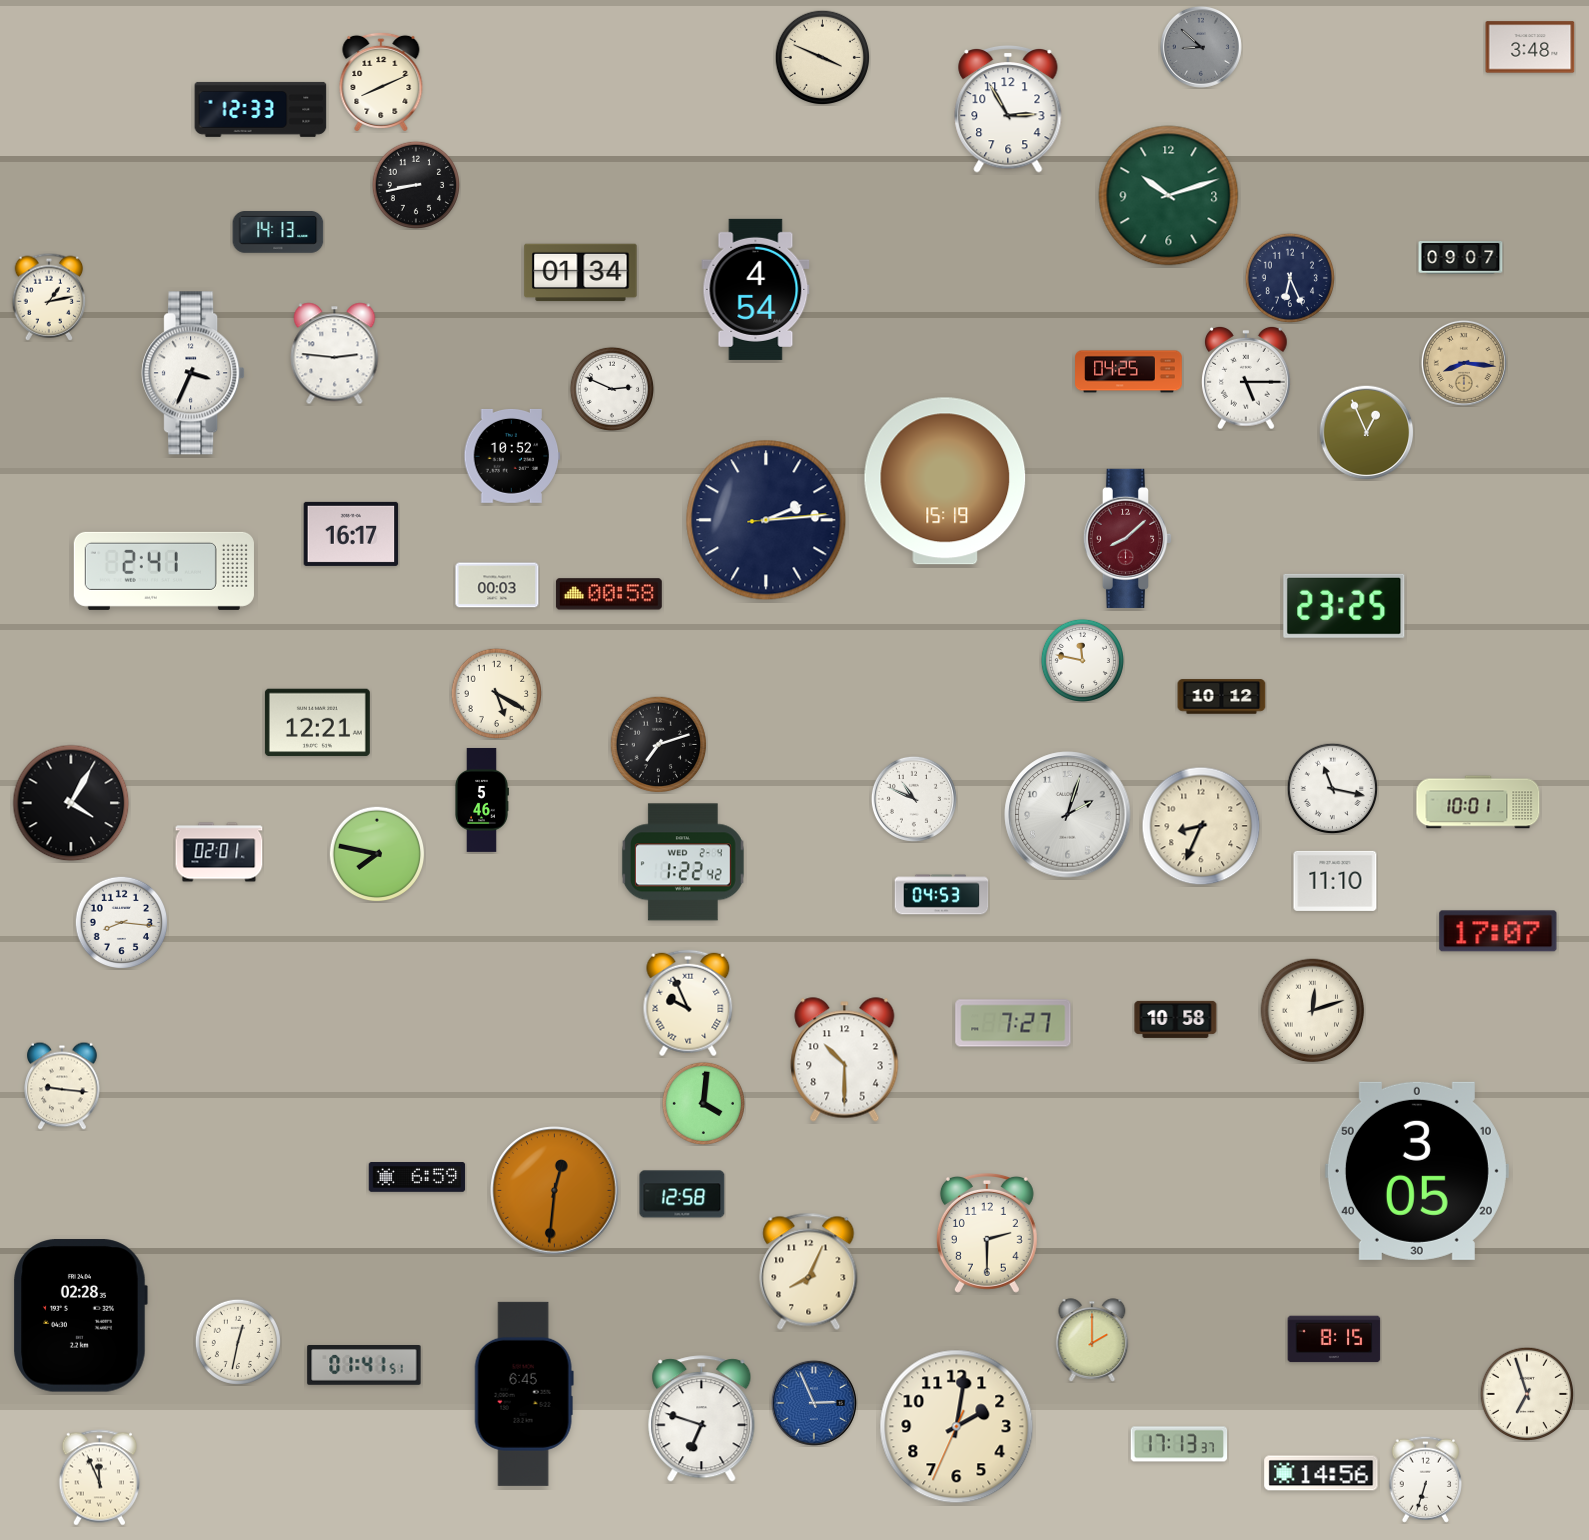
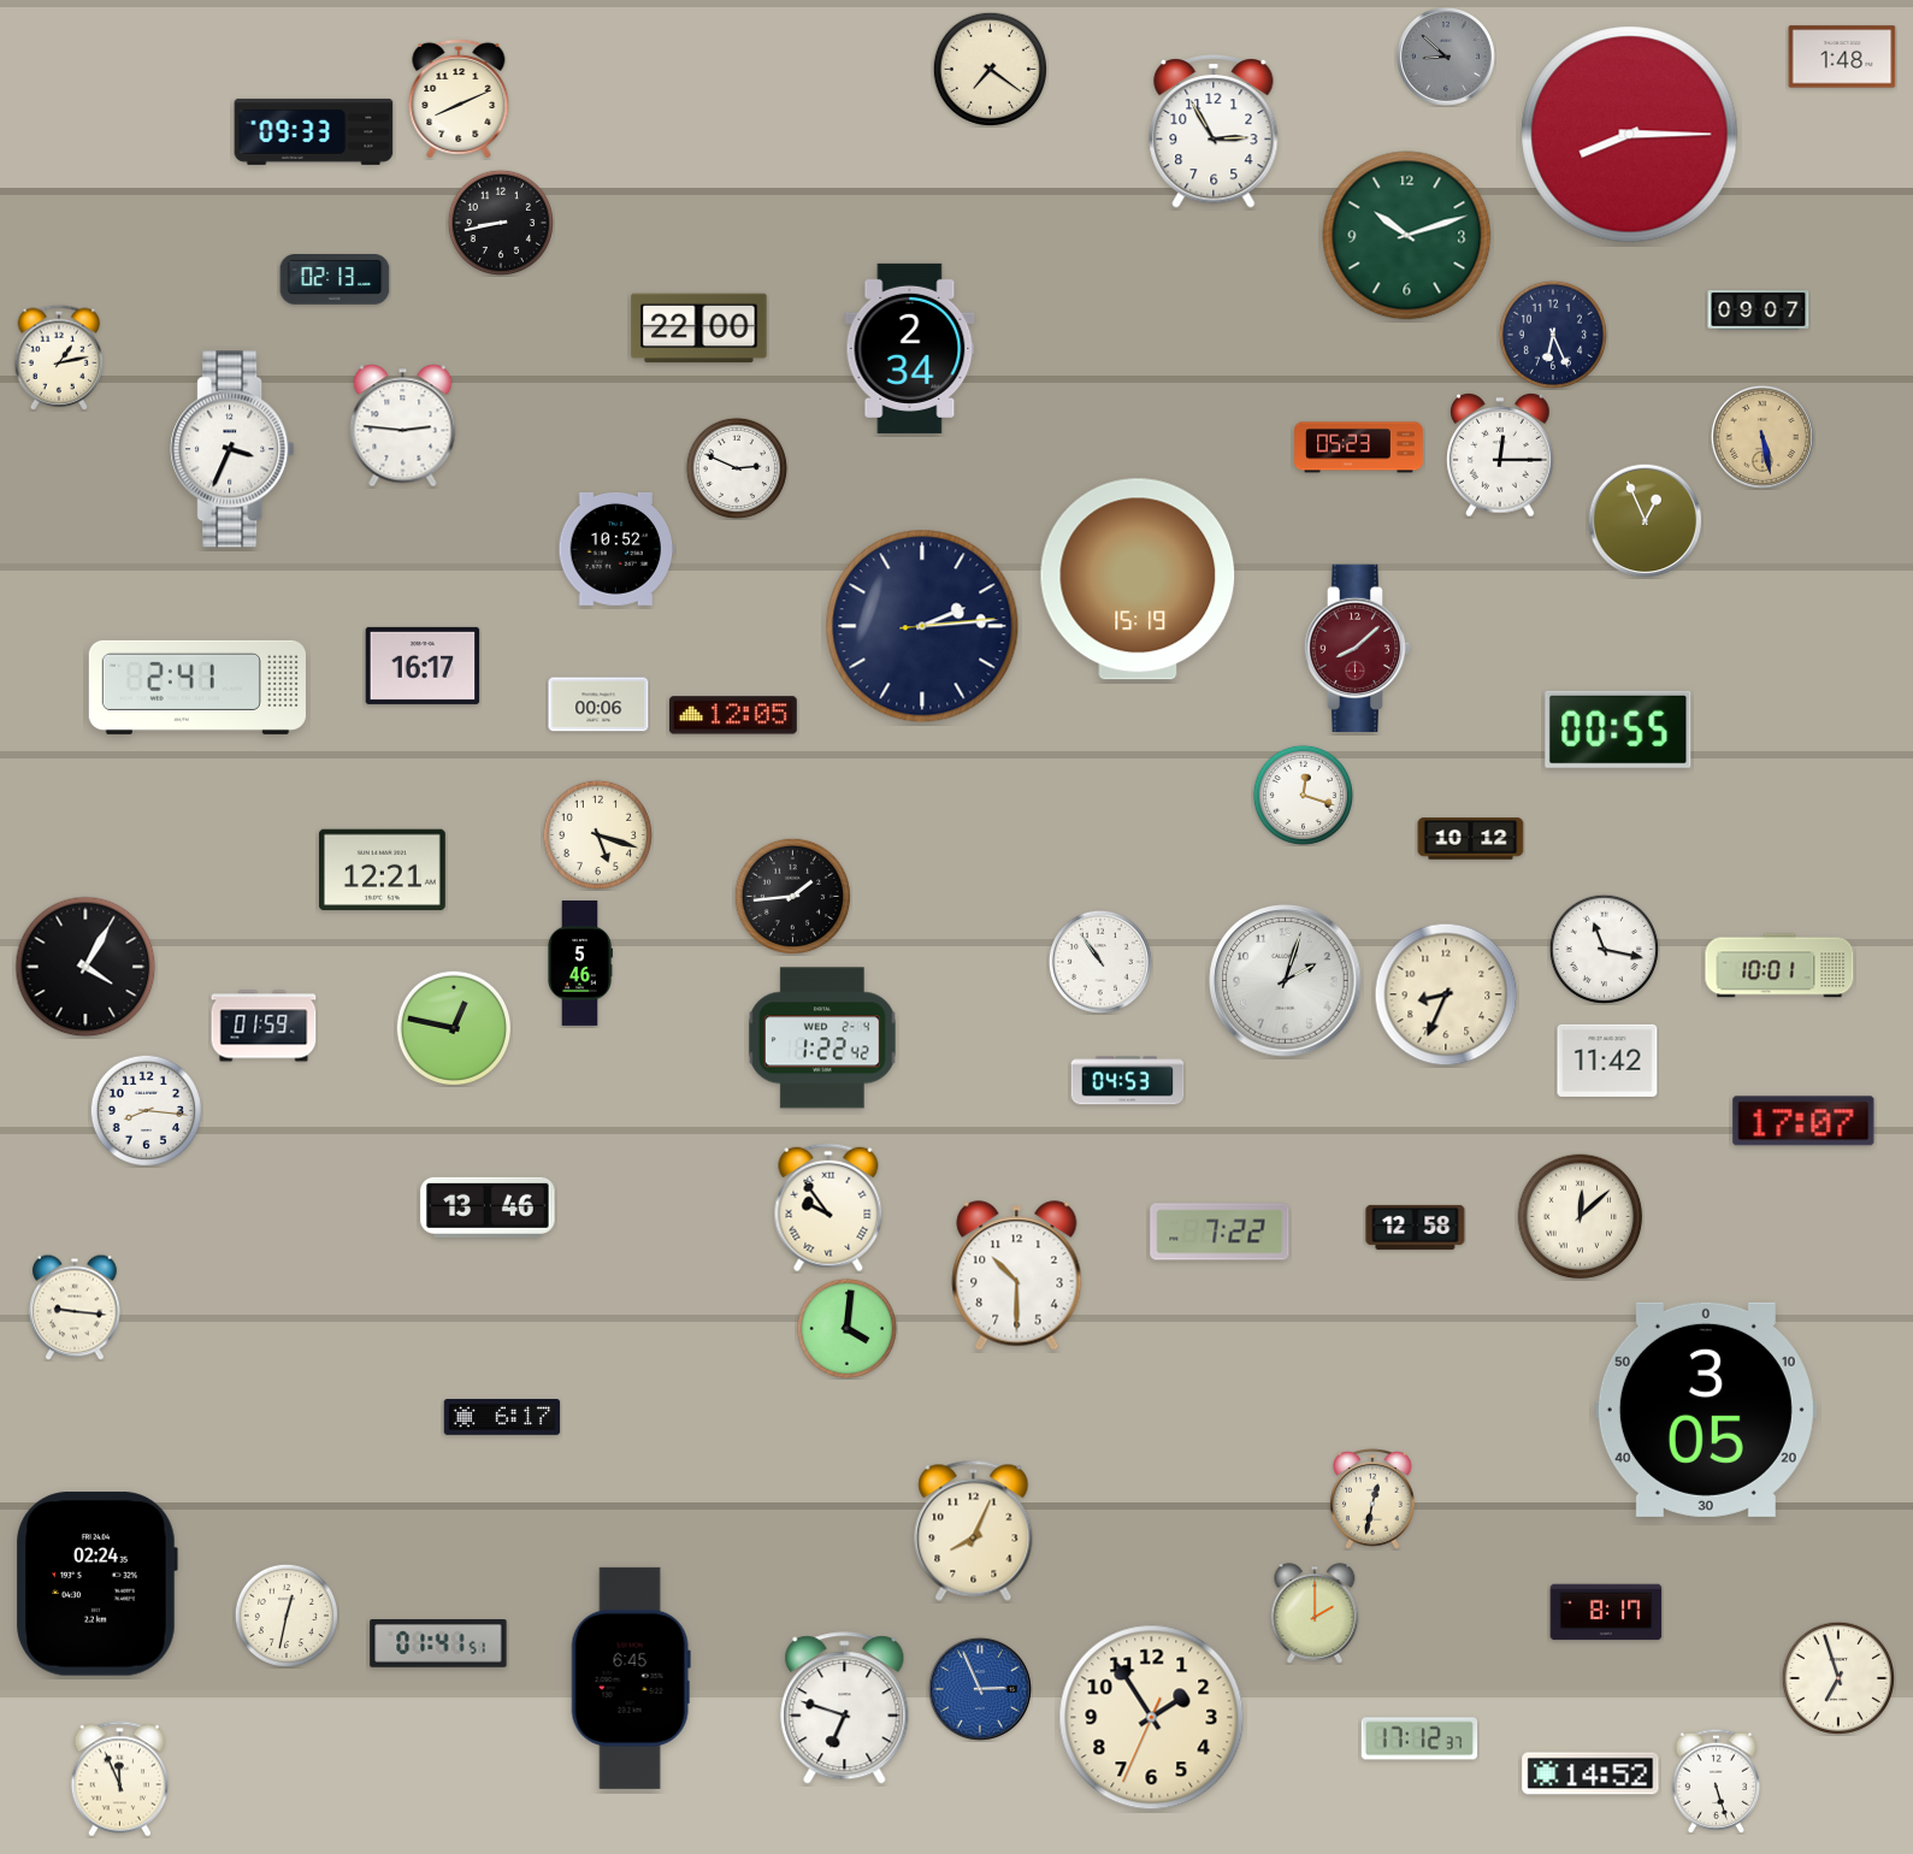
clock at (1530, 47): 3:48 -> 1:48
clock at (822, 57): 3:49 -> 7:21
clock at (261, 109): 12:33 -> 09:33
clock at (1630, 135): none -> 8:15
clock at (278, 233): 14:13 -> 02:13
clock at (581, 273): 01:34 -> 22:00
clock at (756, 289): 4:54 -> 2:34
clock at (1464, 363): 8:16 -> 5:28
clock at (1129, 372): 04:25 -> 05:23
clock at (1247, 378): 5:15 -> 12:15
clock at (351, 534) position: (351, 534) -> (423, 666)
clock at (497, 585): 00:03 -> 00:06
clock at (609, 594): 00:58 -> 12:05
clock at (1344, 606): 23:25 -> 00:55
clock at (1082, 660): 11:47 -> 12:18
clock at (496, 693): 5:20 -> 5:18
clock at (658, 744): 7:12 -> 1:44
clock at (914, 799): 10:49 -> 10:54
clock at (219, 852): 02:01 -> 01:59
clock at (377, 854): 7:47 -> 12:47
clock at (1335, 881): 11:10 -> 11:42
clock at (942, 895) position: (942, 895) -> (1128, 1081)
clock at (488, 1208): none -> 13:46
clock at (688, 1003): 9:56 -> 9:54
clock at (1313, 1011): 12:12 -> 12:08
clock at (1176, 1019): 10:58 -> 12:58
clock at (1013, 1023): 7:27 -> 7:22
clock at (417, 1177): 6:59 -> 6:17
clock at (555, 1191): 12:31 -> none
clock at (682, 1194): 12:58 -> none
clock at (987, 1233): 2:30 -> none
clock at (1372, 1499): none -> 12:32
clock at (80, 1316): 02:28 -> 02:24
clock at (1334, 1339): 8:15 -> 8:17
clock at (957, 1427): 2:01 -> 1:54
clock at (1179, 1444): 17:13 -> 17:12
clock at (1321, 1473): 14:56 -> 14:52
clock at (1425, 1479): 6:33 -> 5:27
